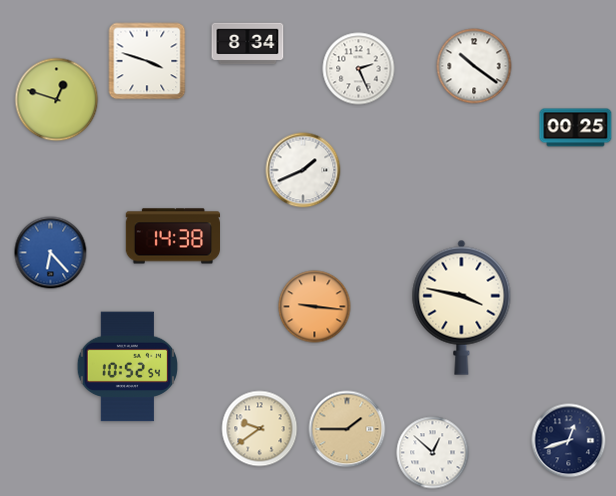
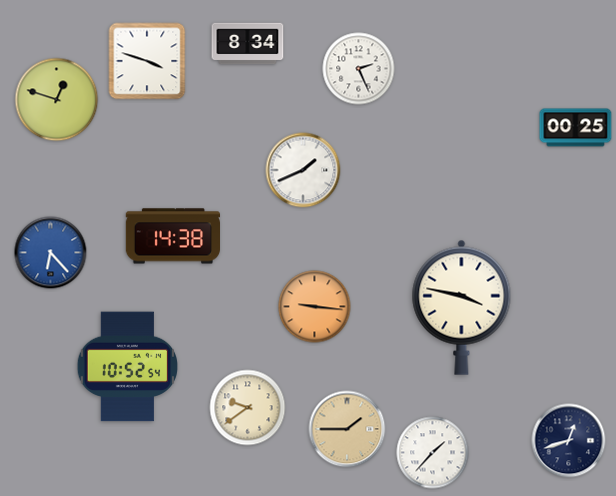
clock at (474, 66): 10:21 -> none
clock at (260, 429) position: (260, 429) -> (248, 408)
clock at (433, 453): 12:52 -> 1:37
